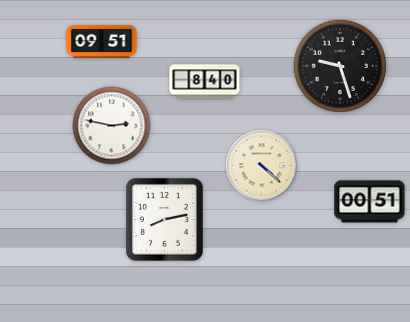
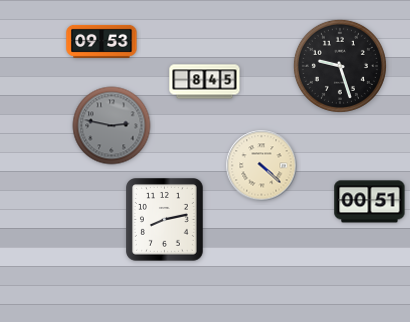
clock at (102, 41): 09:51 -> 09:53
clock at (205, 82): 8:40 -> 8:45
clock at (112, 126) dial: white -> grey
